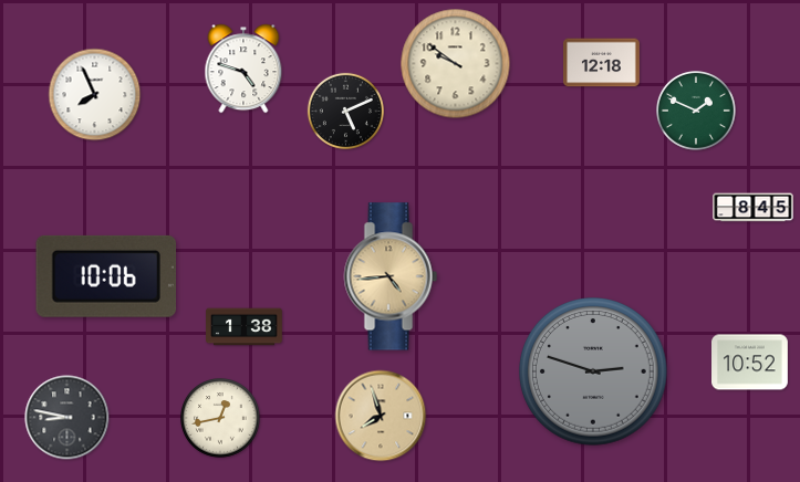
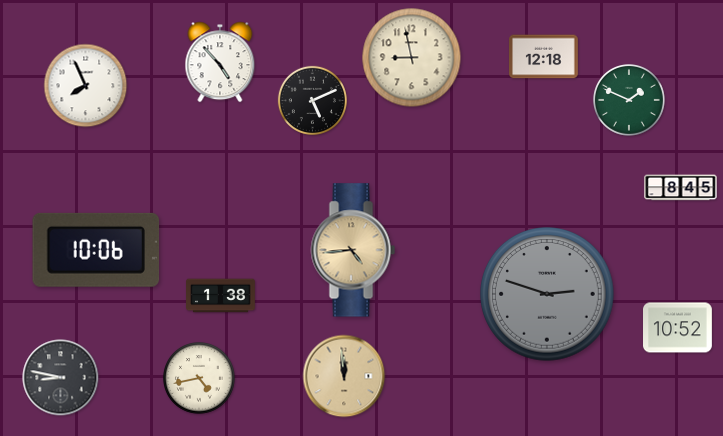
clock at (456, 64): 9:51 -> 8:58
clock at (243, 69): 4:48 -> 4:53
clock at (593, 371) position: (593, 371) -> (547, 294)
clock at (381, 416): 7:57 -> 11:59
clock at (221, 419): 12:43 -> 4:43
